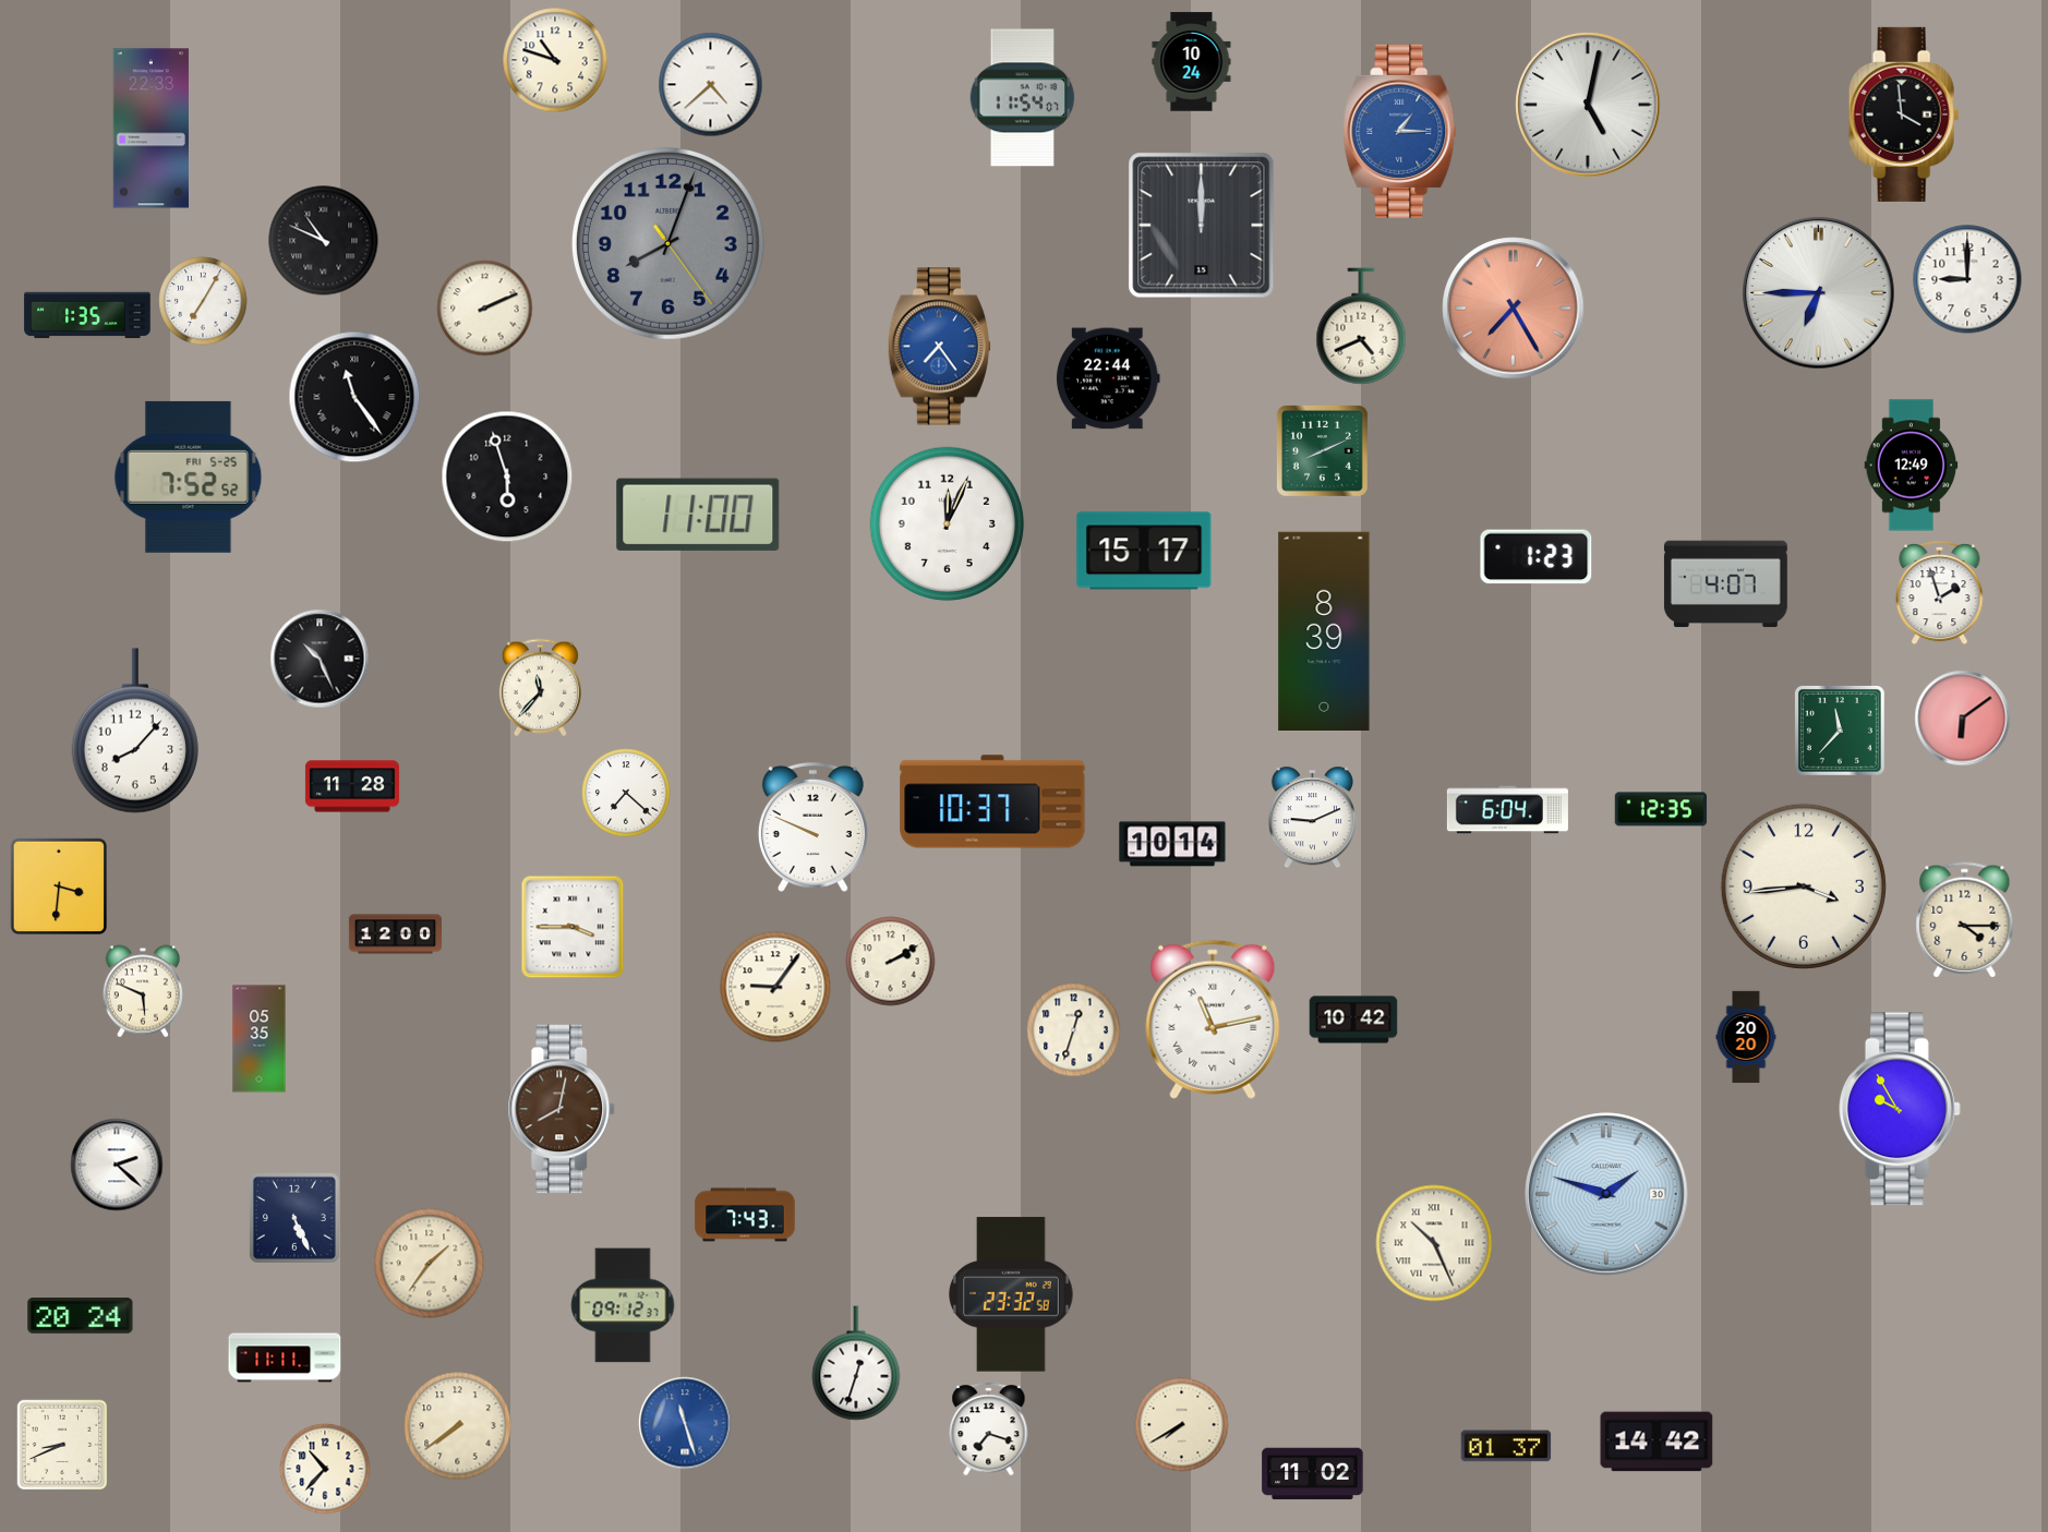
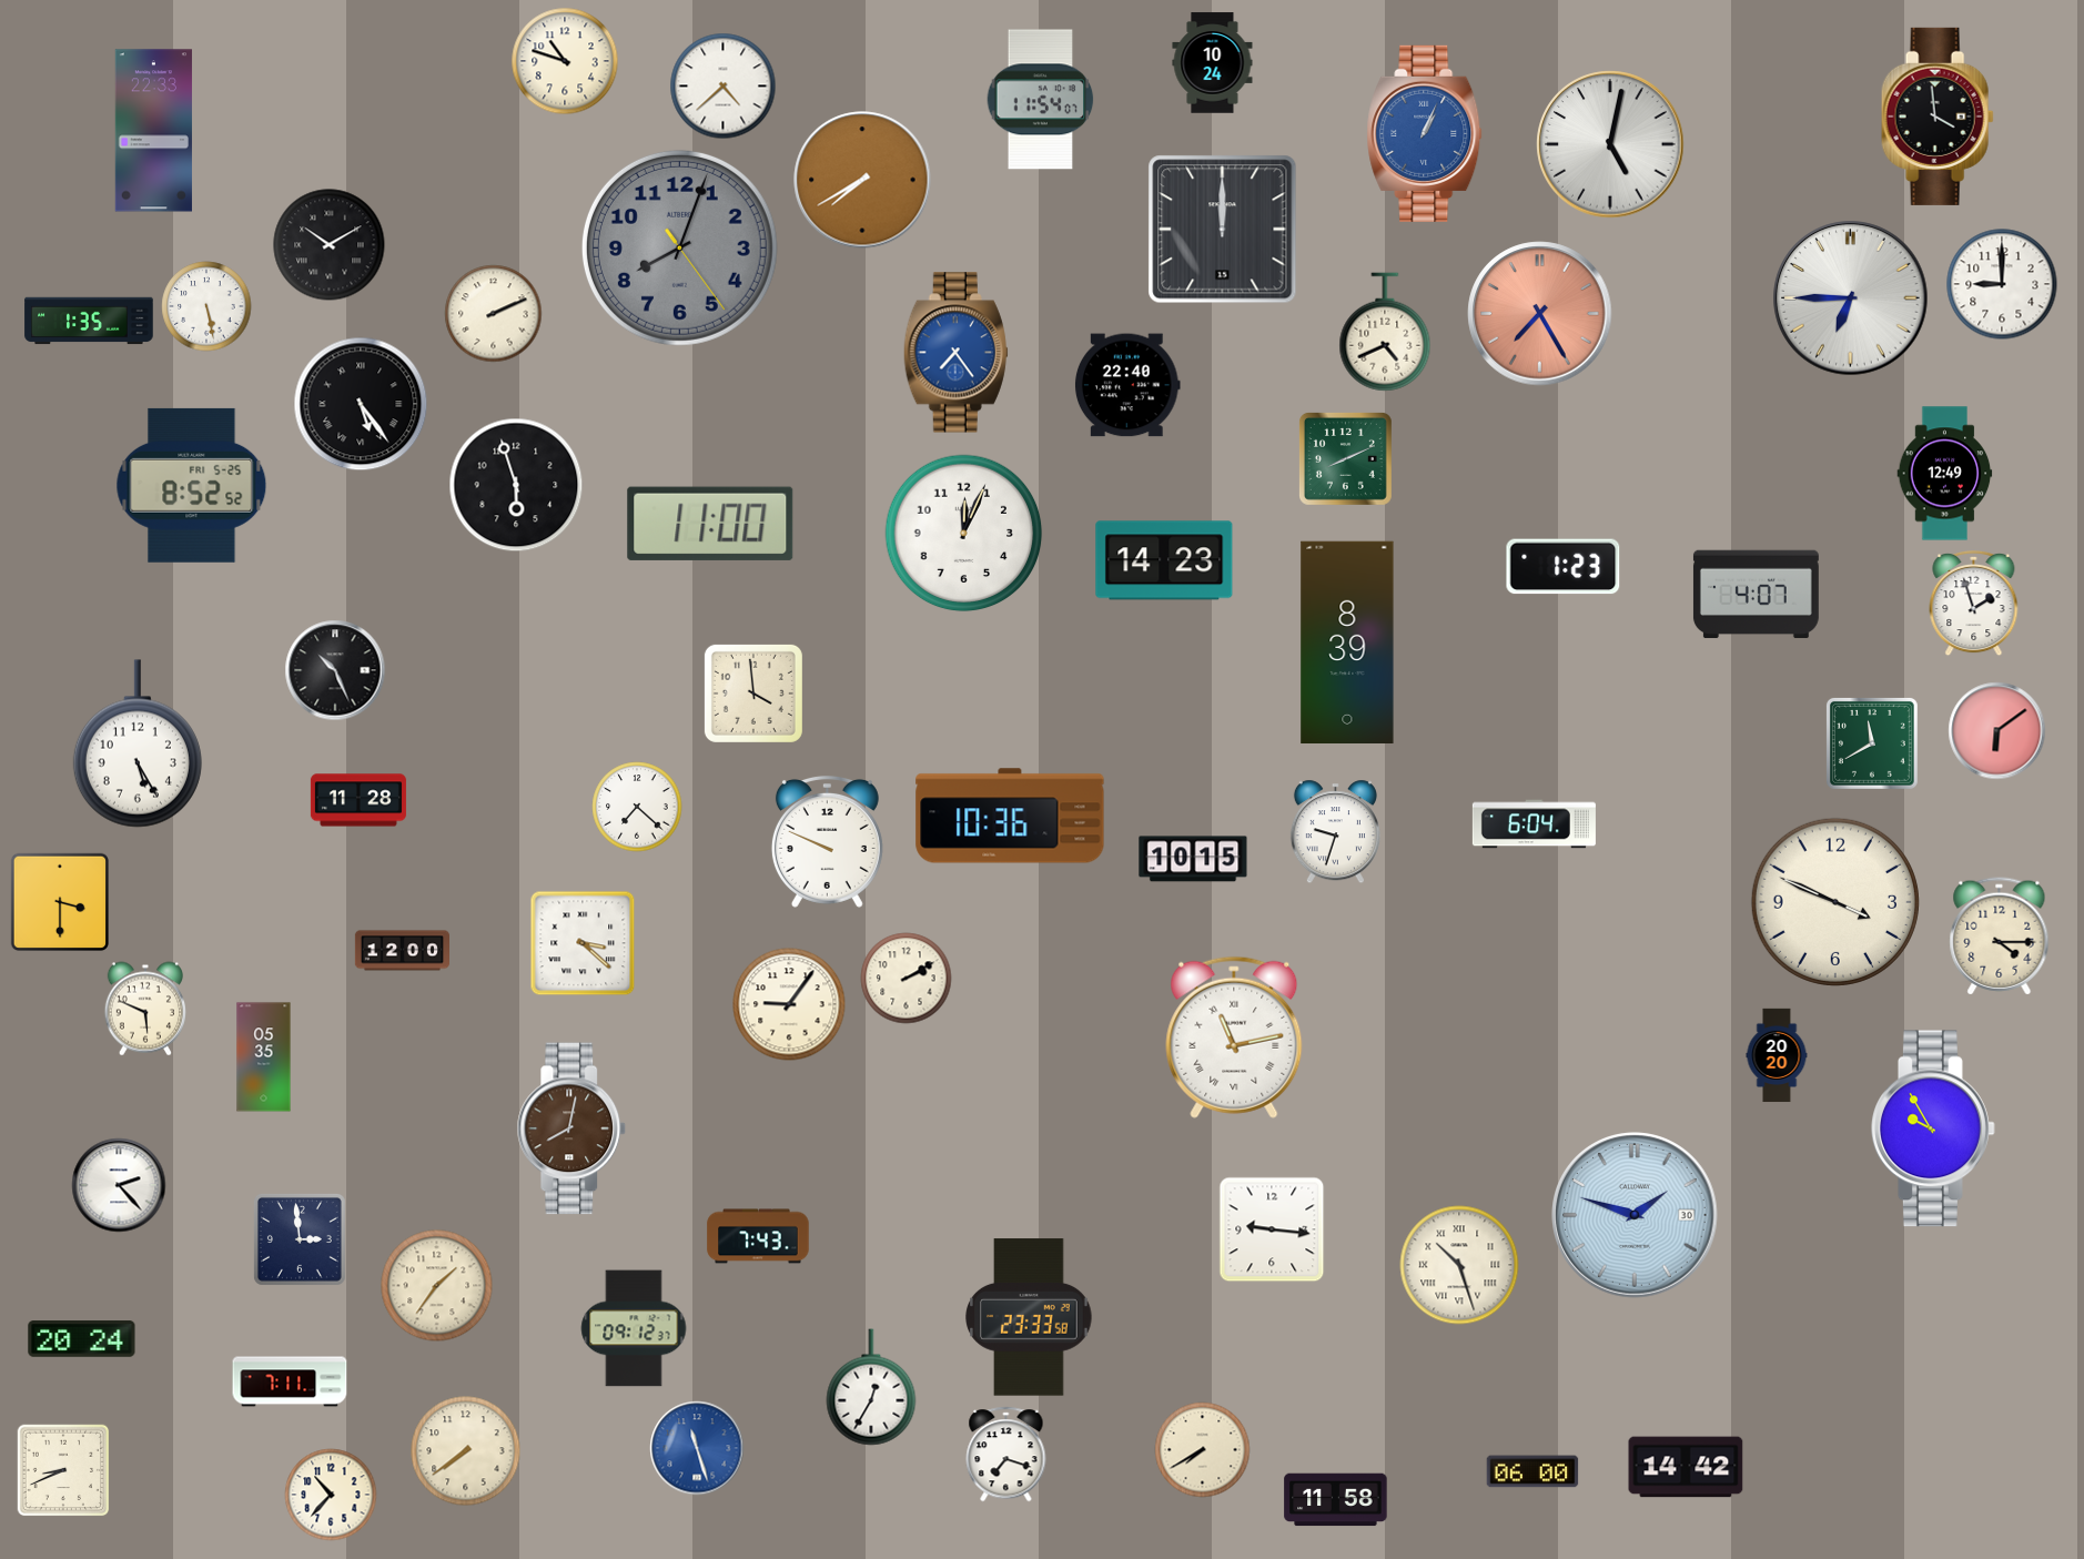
clock at (1588, 105) position: (1588, 105) -> (1610, 144)
clock at (1400, 131): 1:15 -> 1:04
clock at (862, 180): none -> 7:40
clock at (324, 241): 10:49 -> 10:10
clock at (203, 301): 7:05 -> 5:28
clock at (1108, 378): 22:44 -> 22:40
clock at (354, 397): 11:24 -> 5:24
clock at (189, 477): 7:52 -> 8:52
clock at (1144, 551): 15:17 -> 14:23
clock at (320, 659) position: (320, 659) -> (335, 670)
clock at (753, 694): none -> 3:59
clock at (540, 688): 11:37 -> none
clock at (135, 731): 8:07 -> 5:25
clock at (1840, 731): 11:37 -> 11:40
clock at (992, 801): 10:37 -> 10:36
clock at (1661, 809): 12:35 -> none
clock at (1312, 818): 9:11 -> 9:33
clock at (1172, 844): 10:14 -> 10:15
clock at (58, 885): 3:31 -> 3:30
clock at (1804, 886): 3:44 -> 3:49
clock at (573, 927): 3:45 -> 3:22
clock at (1353, 1020): 10:42 -> none
clock at (1074, 1030): 12:33 -> none
clock at (117, 1165): 2:22 -> 2:23
clock at (1272, 1229): none -> 9:16
clock at (294, 1218): 5:26 -> 2:59
clock at (1434, 1243): 10:26 -> 10:27
clock at (1011, 1294): 23:32 -> 23:33
clock at (285, 1358): 11:11 -> 7:11
clock at (856, 1363): 12:33 -> 12:35
clock at (1506, 1446): 01:37 -> 06:00
clock at (1313, 1474): 11:02 -> 11:58
